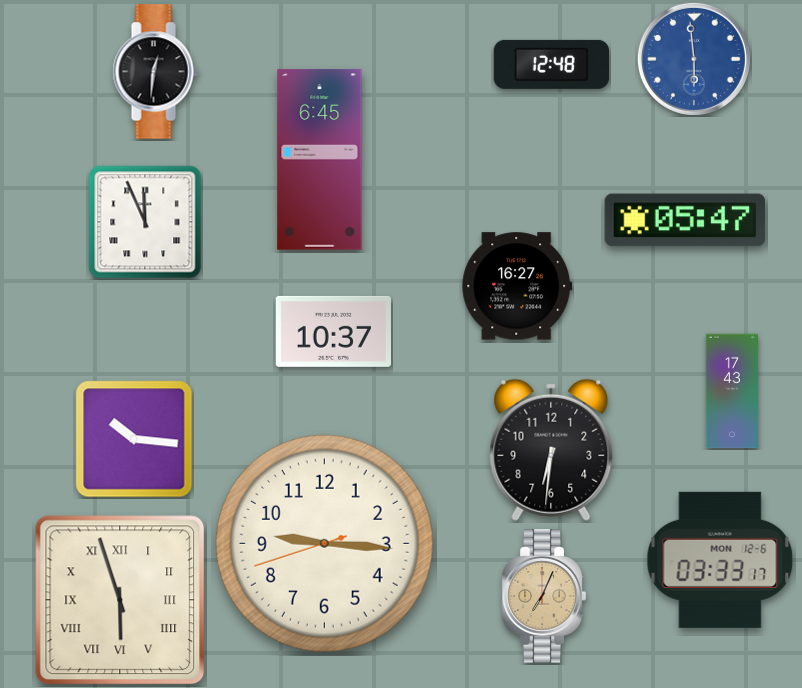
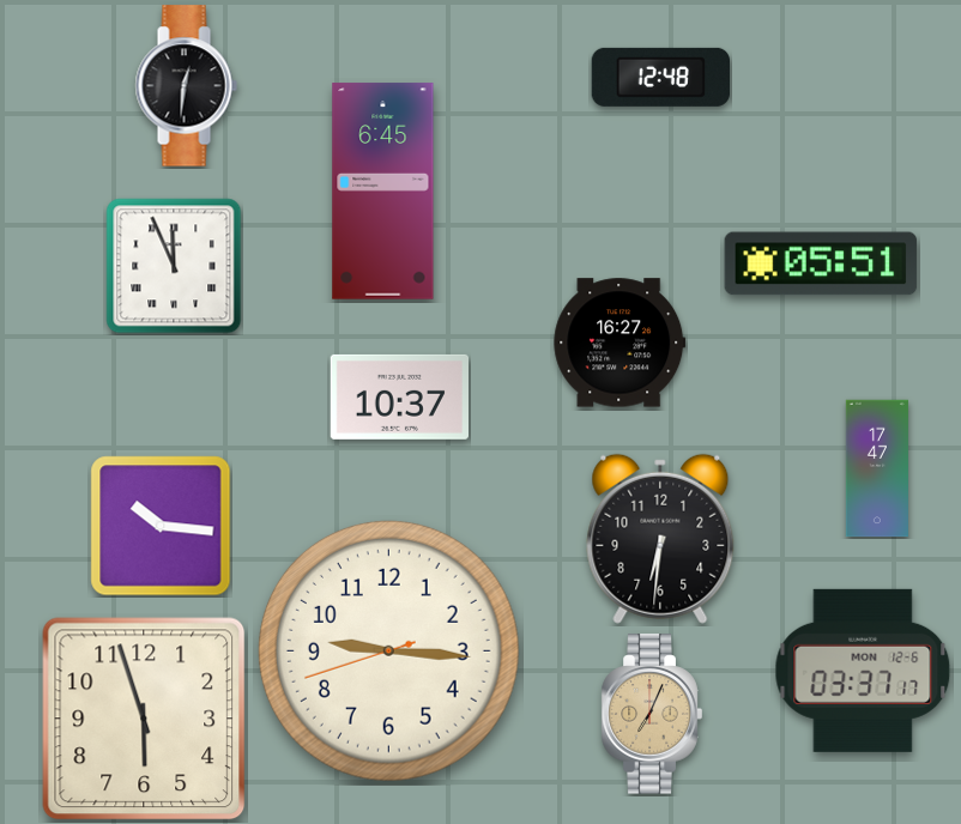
clock at (694, 59): 5:59 -> none
clock at (685, 220): 05:47 -> 05:51
clock at (732, 391): 17:43 -> 17:47
clock at (720, 560): 03:33 -> 03:37
clock at (120, 600) numerals: Roman -> Arabic
